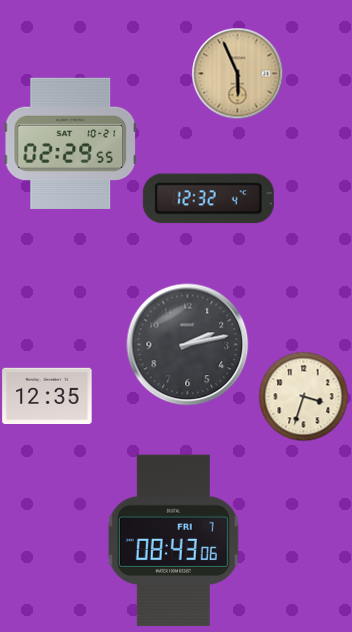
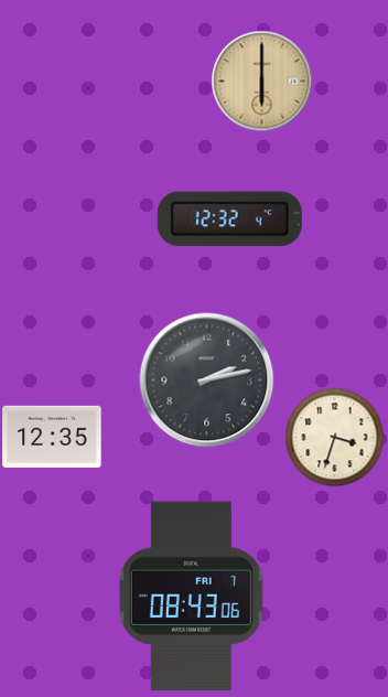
clock at (237, 73): 5:56 -> 6:00
clock at (71, 143): 02:29 -> none
